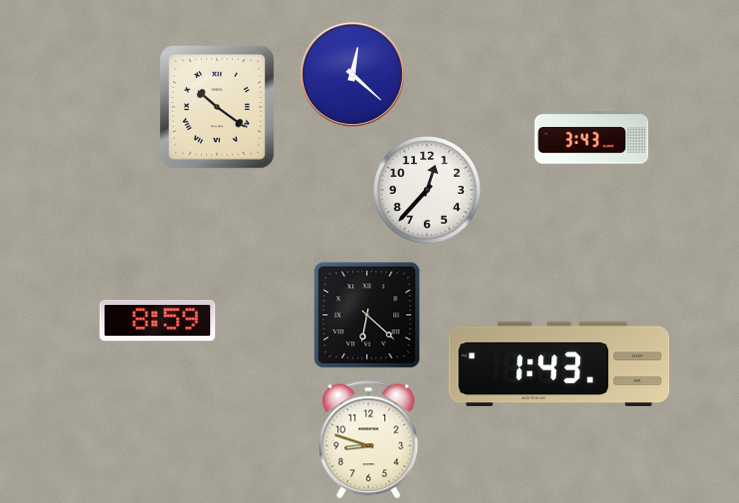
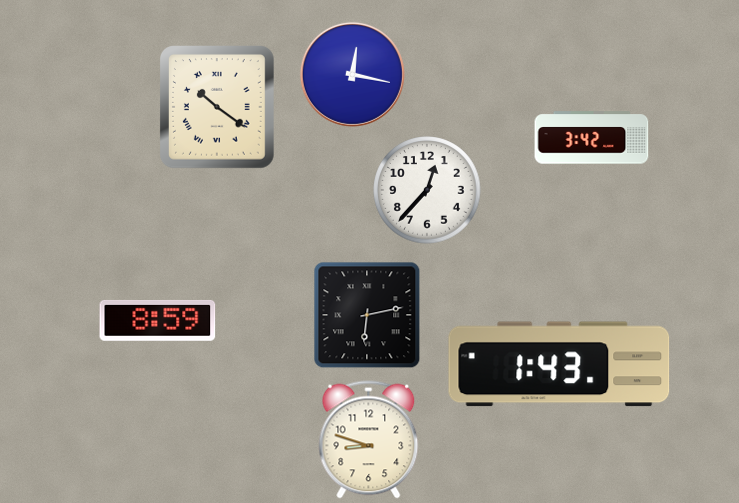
clock at (352, 74): 12:22 -> 12:17
clock at (592, 138): 3:43 -> 3:42
clock at (367, 315): 6:22 -> 6:13
